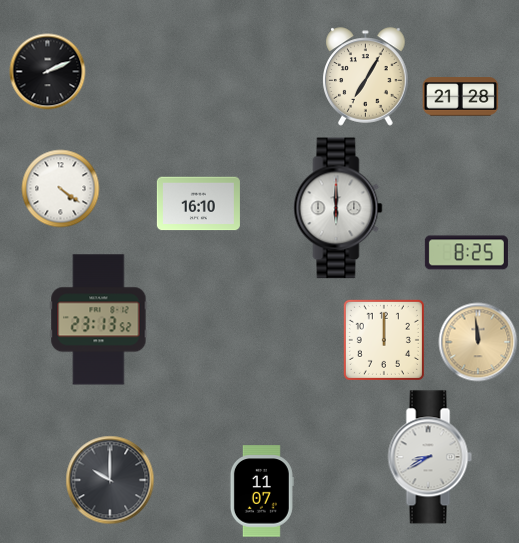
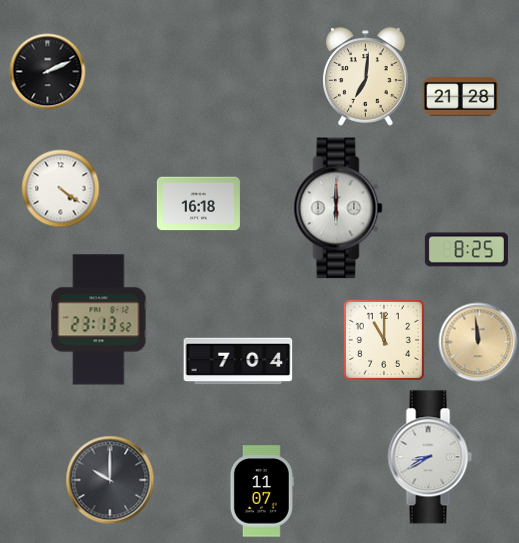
clock at (366, 77): 7:05 -> 7:01
clock at (198, 204): 16:10 -> 16:18
clock at (466, 253) position: (466, 253) -> (466, 250)
clock at (384, 340): 12:00 -> 11:00
clock at (238, 361): none -> 7:04
